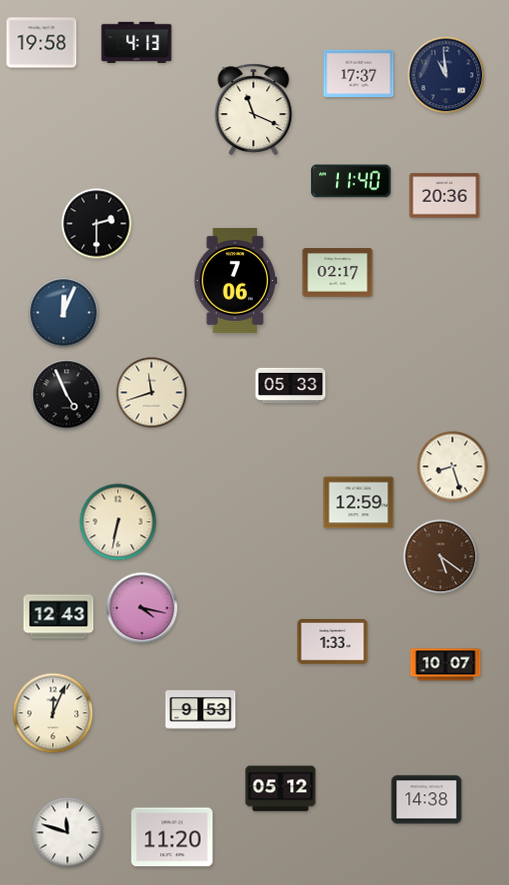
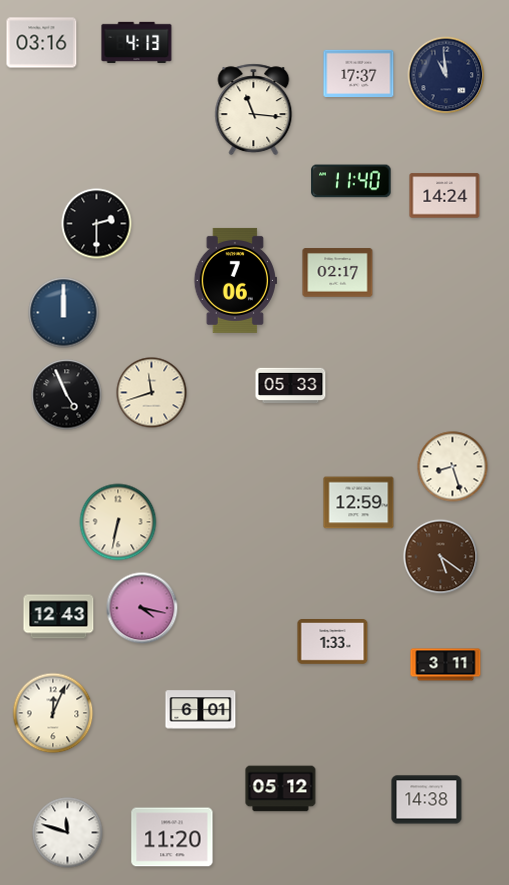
clock at (42, 43): 19:58 -> 03:16
clock at (254, 110): 11:19 -> 11:16
clock at (445, 196): 20:36 -> 14:24
clock at (64, 313): 12:04 -> 12:00
clock at (446, 665): 10:07 -> 3:11
clock at (201, 710): 9:53 -> 6:01
